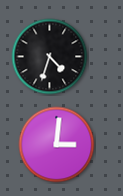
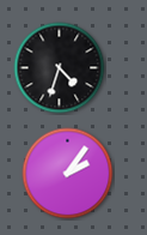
clock at (57, 145): 3:01 -> 2:06
